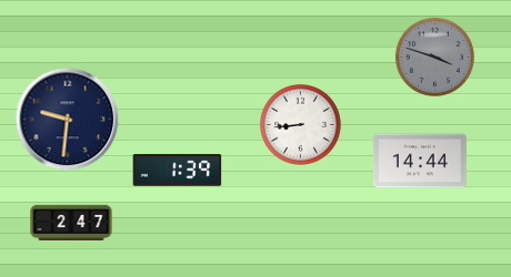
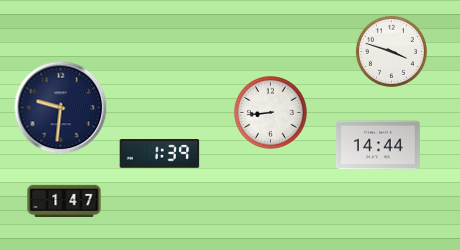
clock at (434, 57) dial: grey -> white
clock at (71, 222): 2:47 -> 1:47
